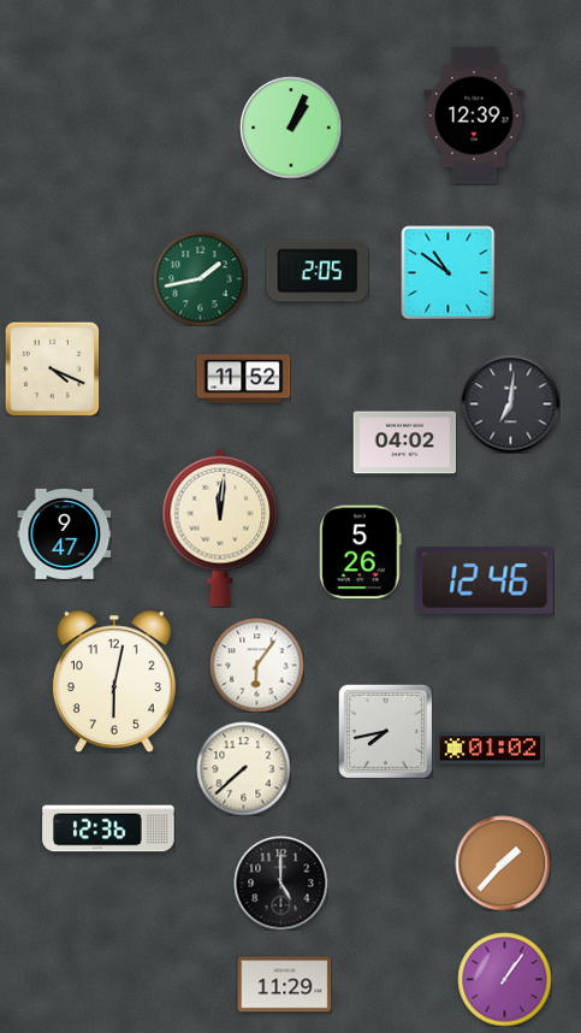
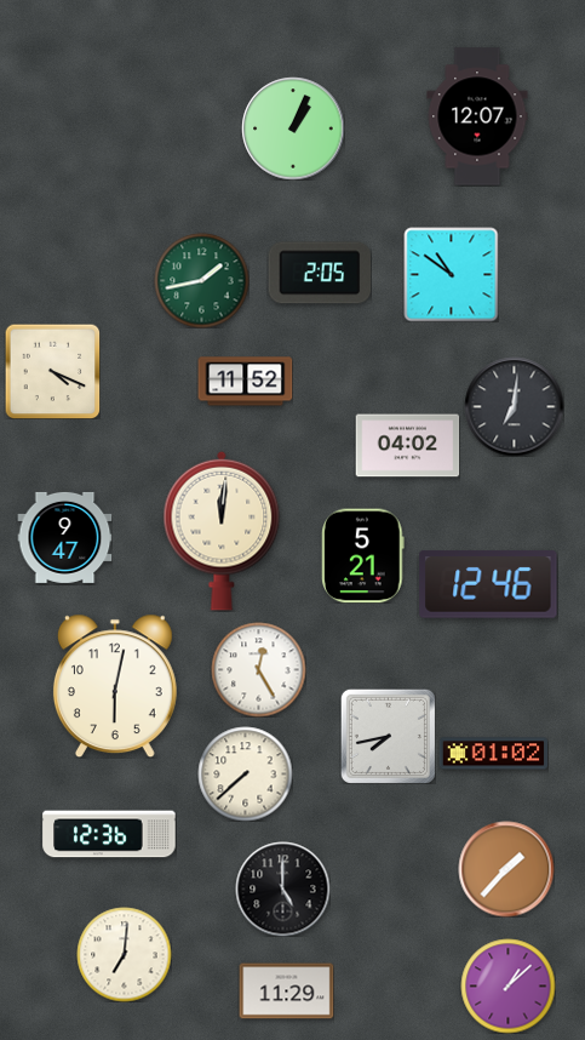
clock at (474, 116): 12:39 -> 12:07
clock at (361, 551): 5:26 -> 5:21
clock at (256, 665): 6:06 -> 12:25
clock at (124, 954): none -> 7:01
clock at (504, 979): 1:06 -> 1:08
